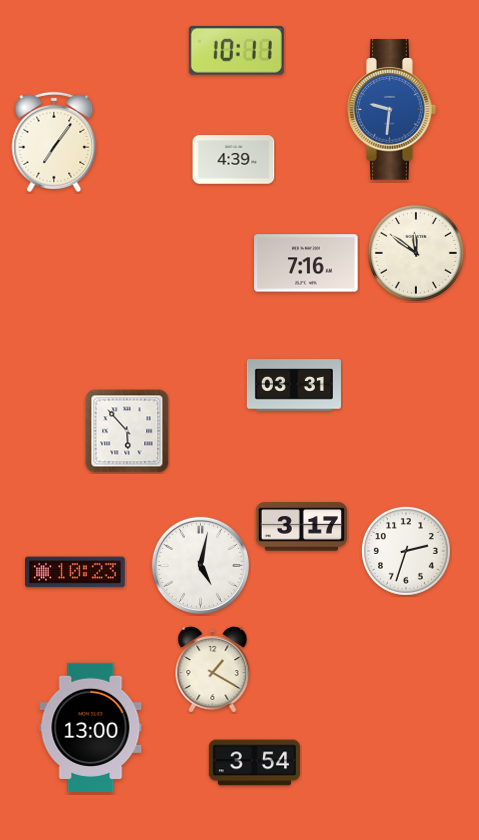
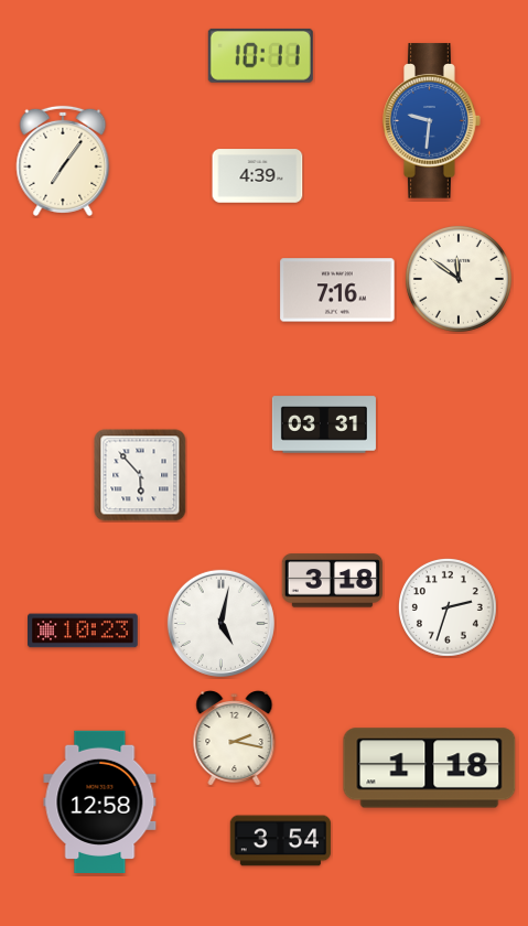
clock at (54, 142) position: (54, 142) -> (63, 161)
clock at (301, 527): 3:17 -> 3:18
clock at (213, 670): 1:20 -> 2:17
clock at (430, 768): none -> 1:18
clock at (91, 727): 13:00 -> 12:58
